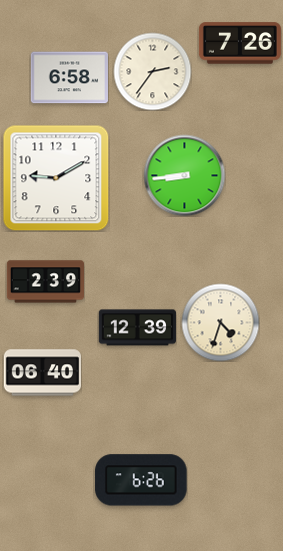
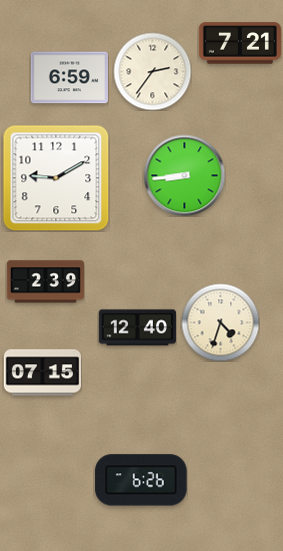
clock at (240, 43): 7:26 -> 7:21
clock at (69, 78): 6:58 -> 6:59
clock at (137, 328): 12:39 -> 12:40
clock at (42, 373): 06:40 -> 07:15
